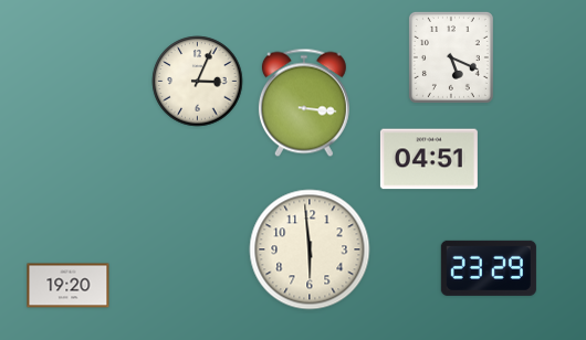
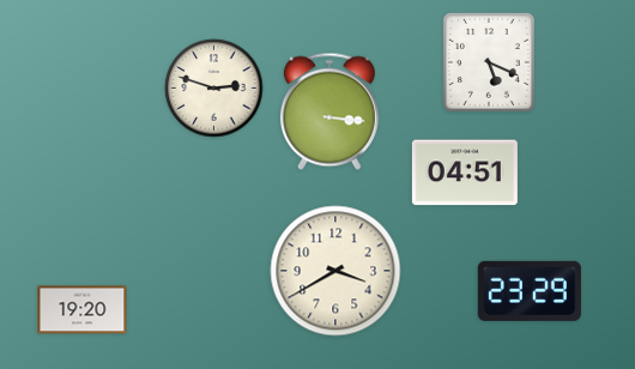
clock at (198, 82): 3:04 -> 2:48
clock at (310, 249): 5:59 -> 3:40
clock at (69, 286) position: (69, 286) -> (83, 310)
